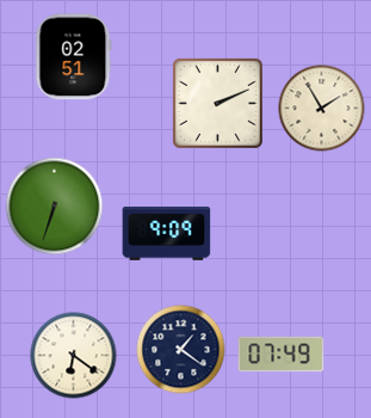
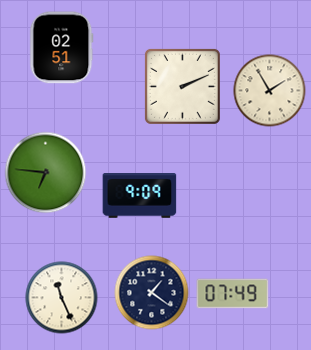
clock at (55, 207): 6:33 -> 6:46
clock at (282, 355) position: (282, 355) -> (233, 294)
clock at (74, 356): 6:21 -> 11:26
